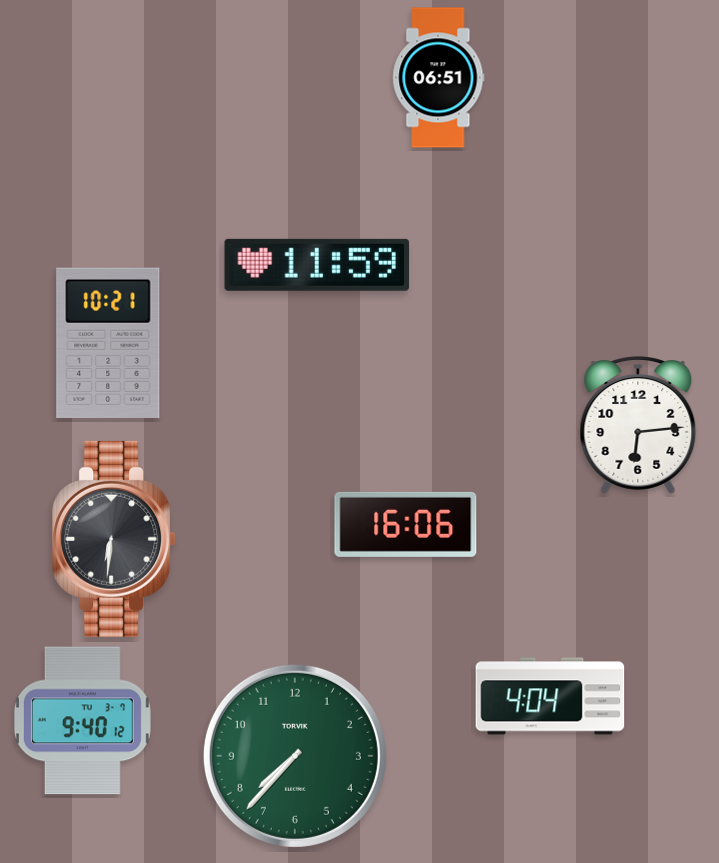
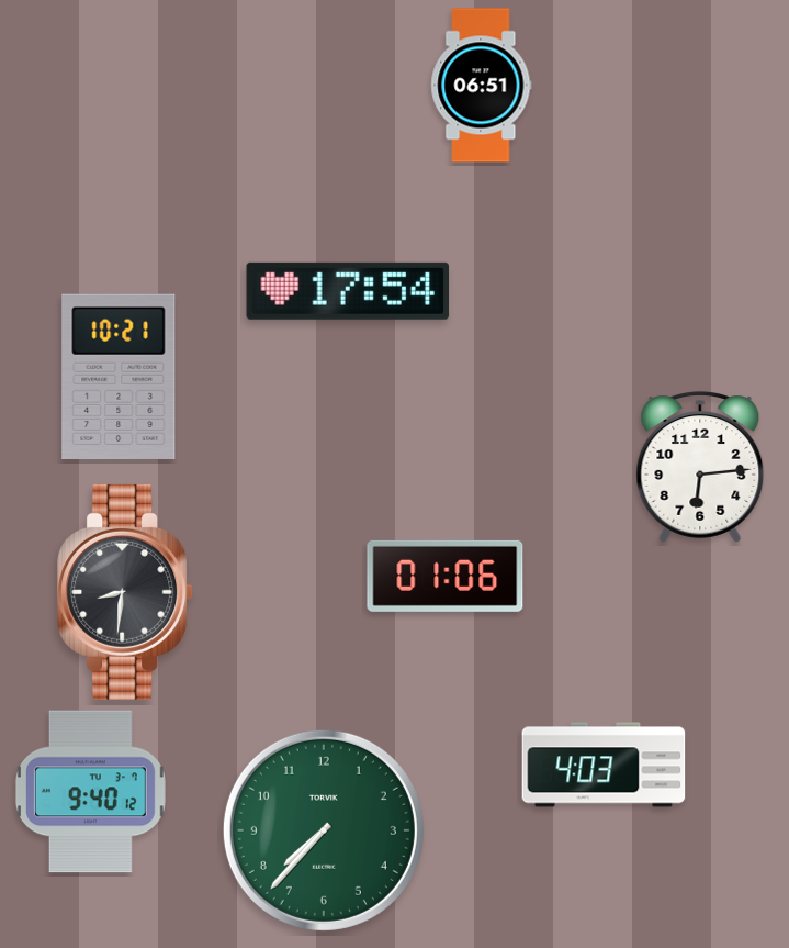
clock at (316, 265): 11:59 -> 17:54
clock at (406, 524): 16:06 -> 01:06
clock at (115, 539): 6:31 -> 8:31
clock at (550, 696): 4:04 -> 4:03
